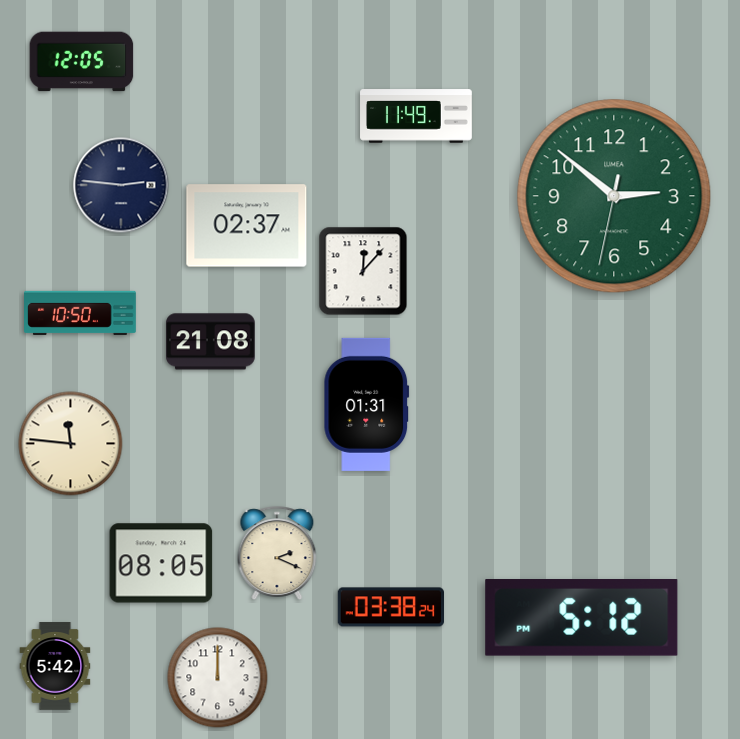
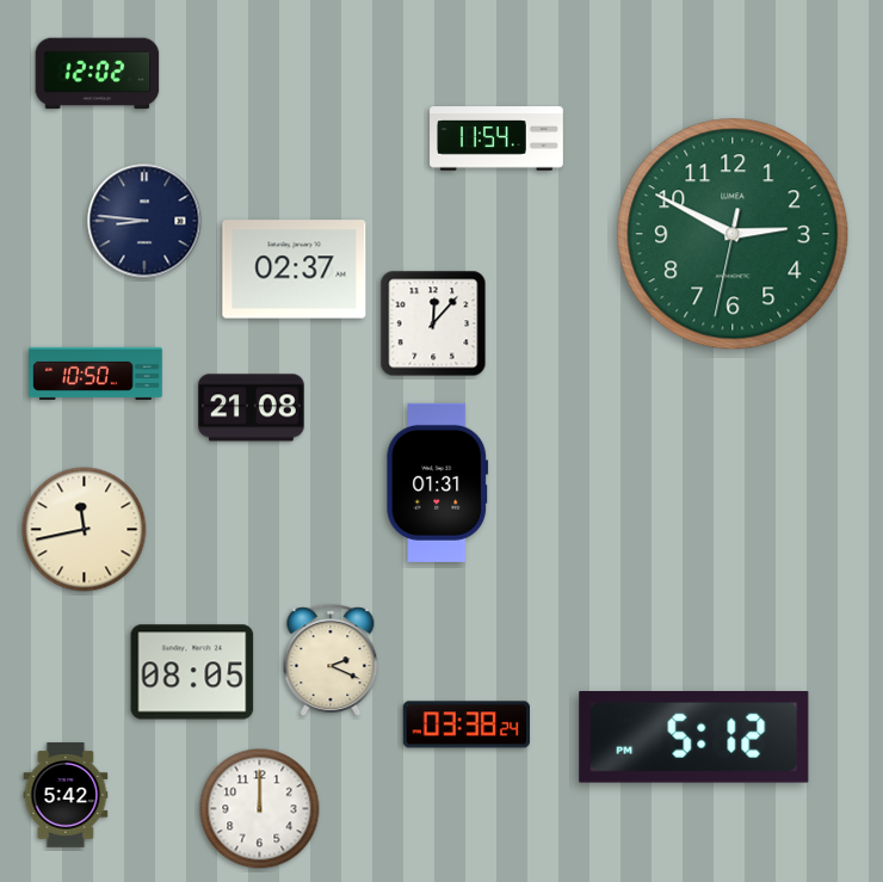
clock at (82, 62): 12:05 -> 12:02
clock at (416, 116): 11:49 -> 11:54
clock at (121, 185): 2:46 -> 8:46
clock at (614, 196): 2:51 -> 2:49
clock at (71, 444): 11:46 -> 11:43
